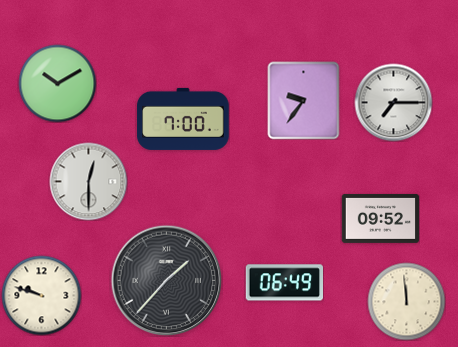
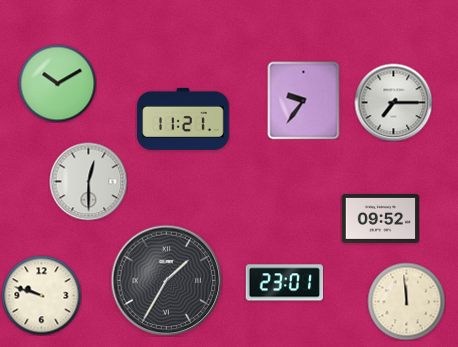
clock at (183, 119): 7:00 -> 11:21
clock at (166, 280): 1:37 -> 1:35
clock at (284, 283): 06:49 -> 23:01
